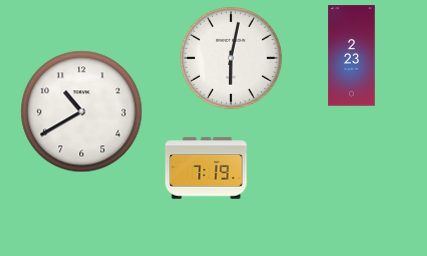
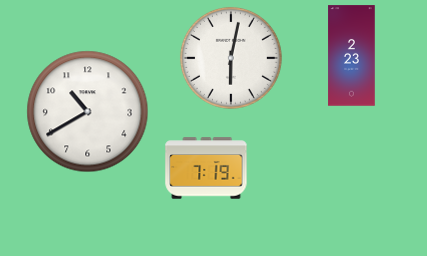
clock at (82, 112) position: (82, 112) -> (88, 112)
